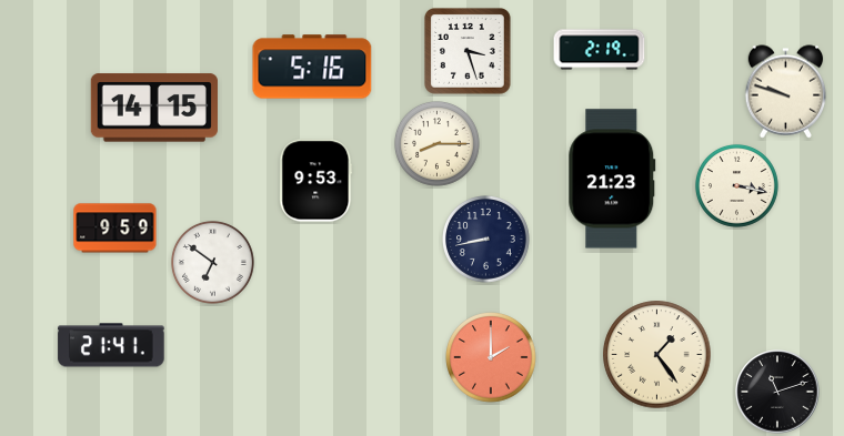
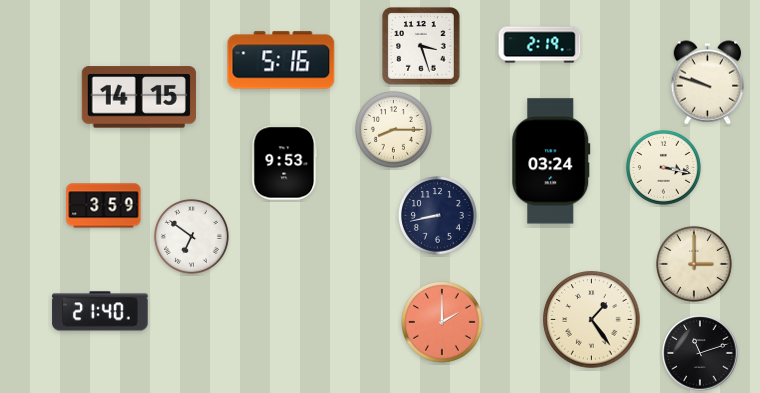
clock at (612, 179): 21:23 -> 03:24
clock at (115, 229): 9:59 -> 3:59
clock at (694, 264): none -> 3:00
clock at (111, 345): 21:41 -> 21:40
